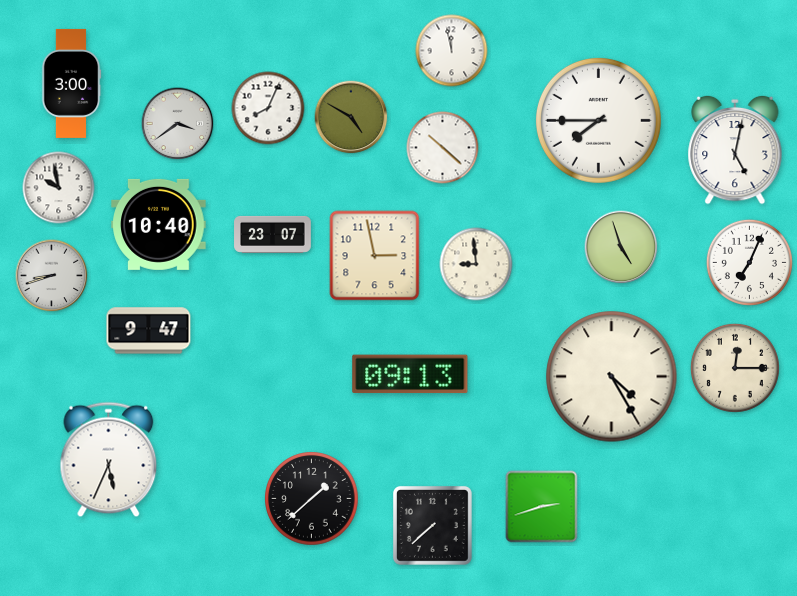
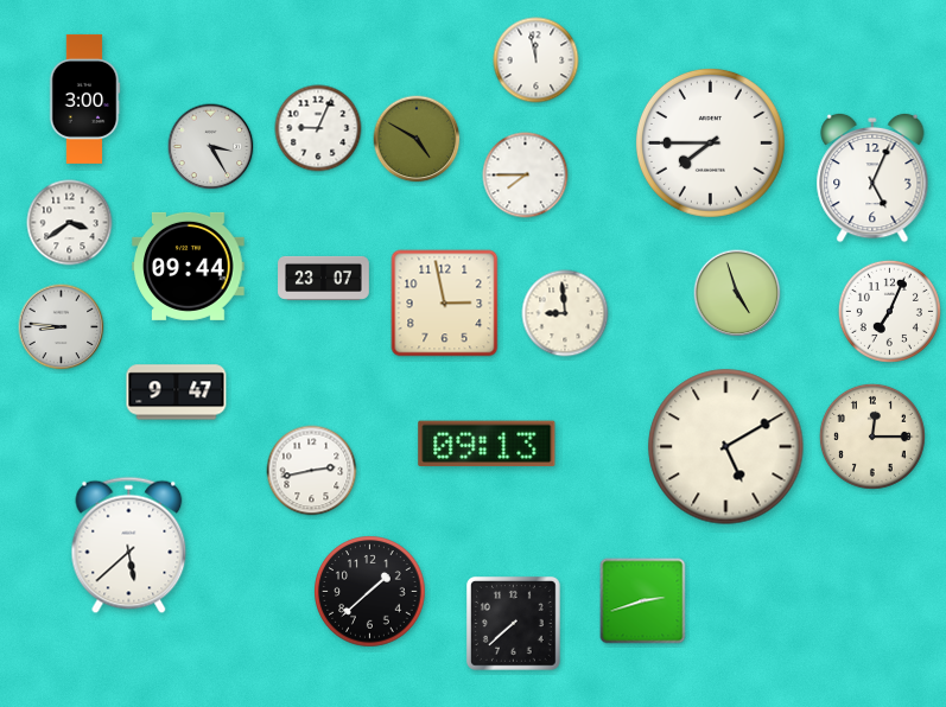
clock at (268, 108): 8:04 -> 9:04
clock at (178, 124): 3:39 -> 3:25
clock at (443, 148): 10:22 -> 7:45
clock at (735, 150): 5:02 -> 5:04
clock at (59, 188): 9:58 -> 3:39
clock at (159, 224): 10:40 -> 09:44
clock at (52, 276): 8:42 -> 8:46
clock at (612, 377): 4:25 -> 5:10
clock at (312, 471): none -> 2:43
clock at (109, 460): 5:34 -> 5:38
